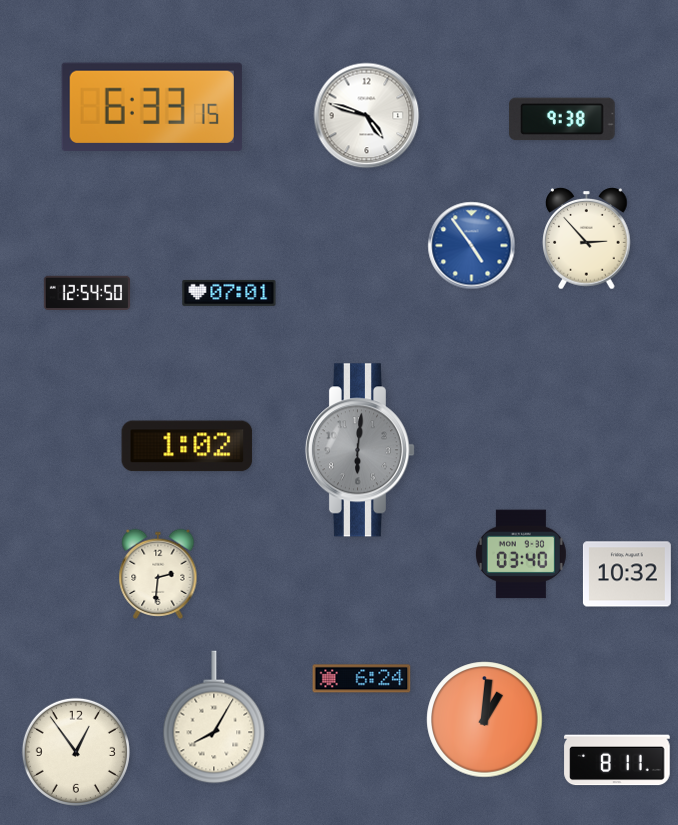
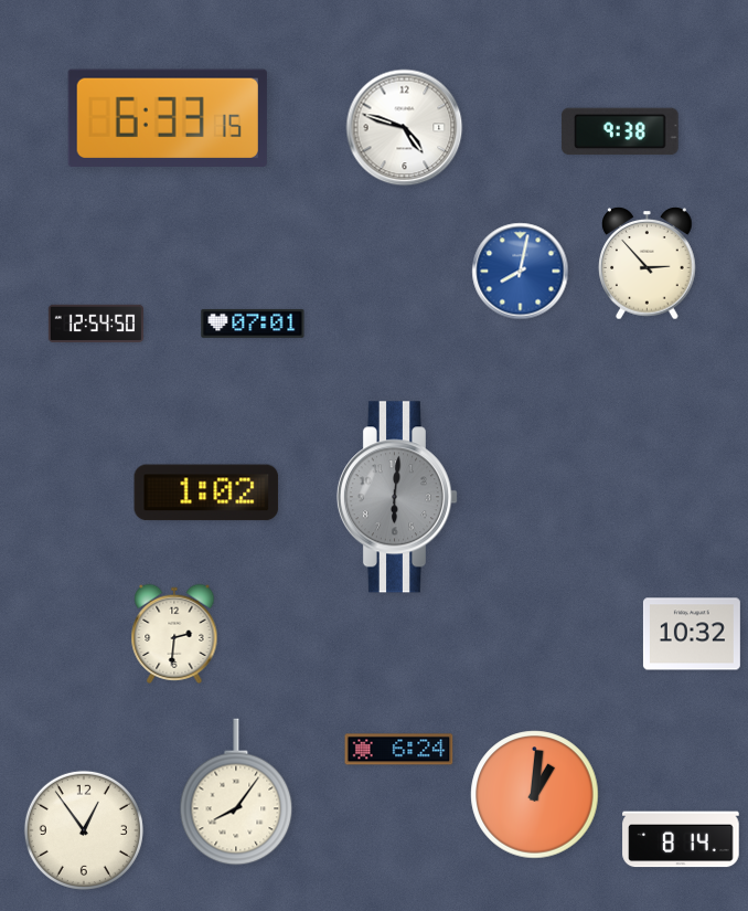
clock at (472, 246): 4:54 -> 8:02
clock at (521, 554): 03:40 -> none
clock at (214, 717): 8:05 -> 8:06
clock at (617, 760): 8:11 -> 8:14
